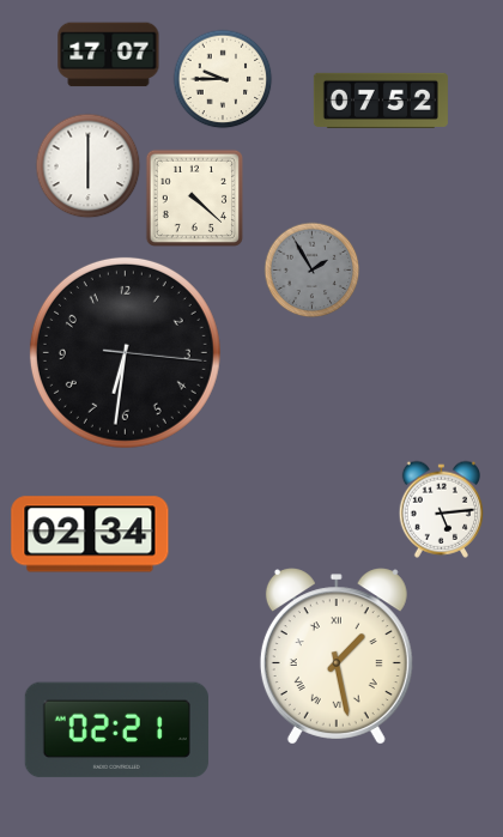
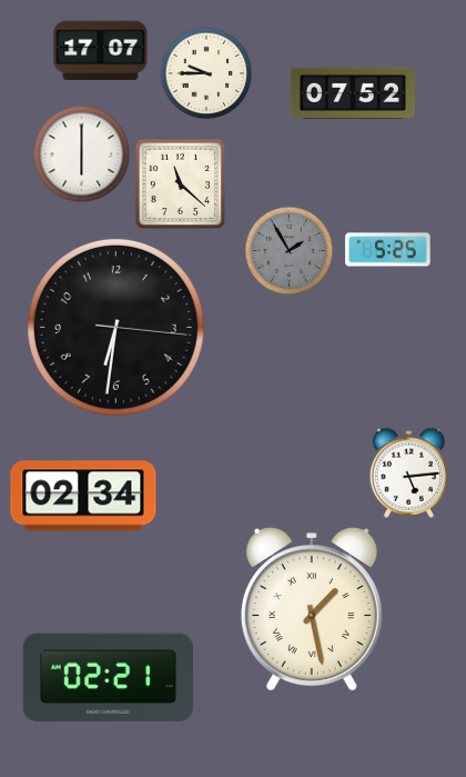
clock at (194, 198): 4:22 -> 11:22
clock at (388, 250): none -> 5:25
